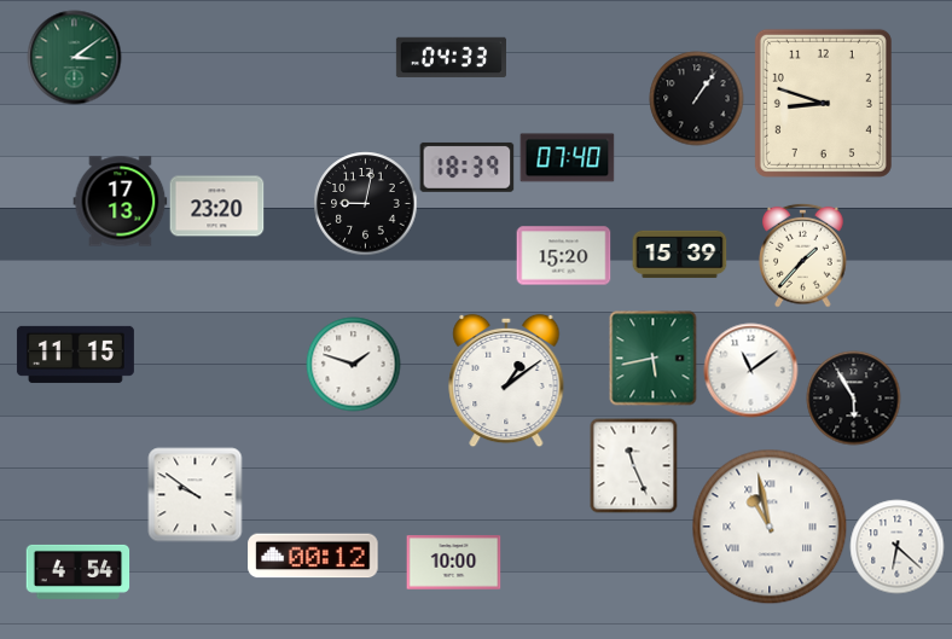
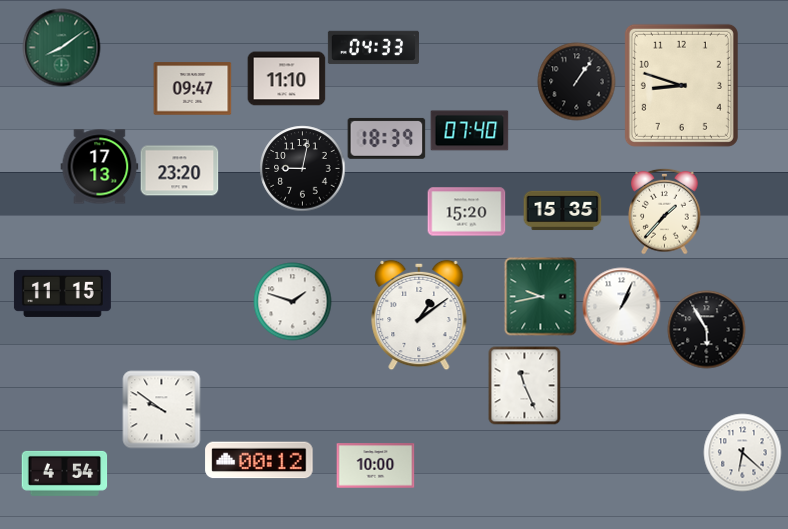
clock at (74, 57): 3:09 -> 8:09
clock at (286, 79): none -> 11:10
clock at (192, 89): none -> 09:47
clock at (679, 255): 15:39 -> 15:35
clock at (654, 358): 5:43 -> 9:43
clock at (750, 370): 11:09 -> 1:04
clock at (770, 527): 10:58 -> none
